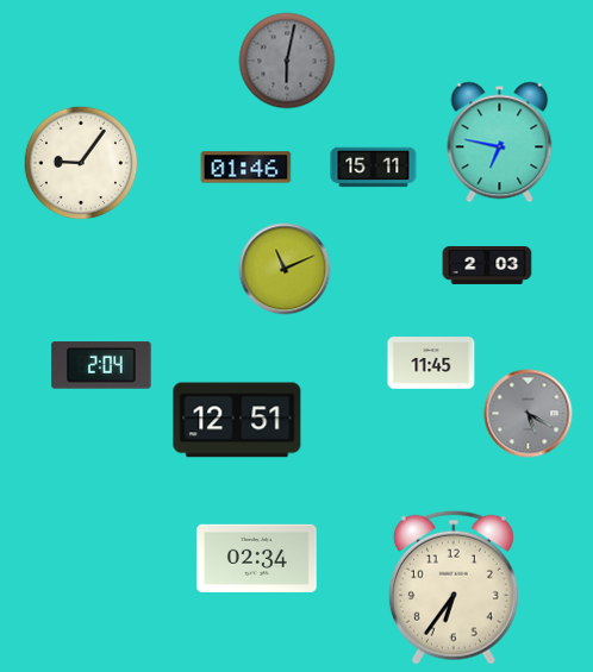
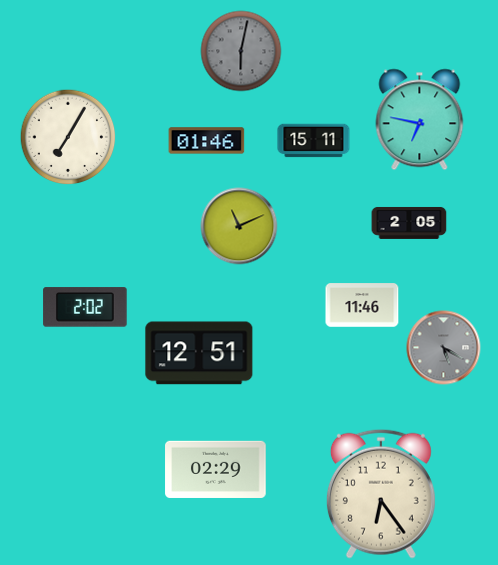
clock at (81, 163): 9:06 -> 7:05
clock at (487, 265): 2:03 -> 2:05
clock at (431, 363): 11:45 -> 11:46
clock at (101, 365): 2:04 -> 2:02
clock at (257, 558): 02:34 -> 02:29
clock at (454, 588): 6:36 -> 6:24
